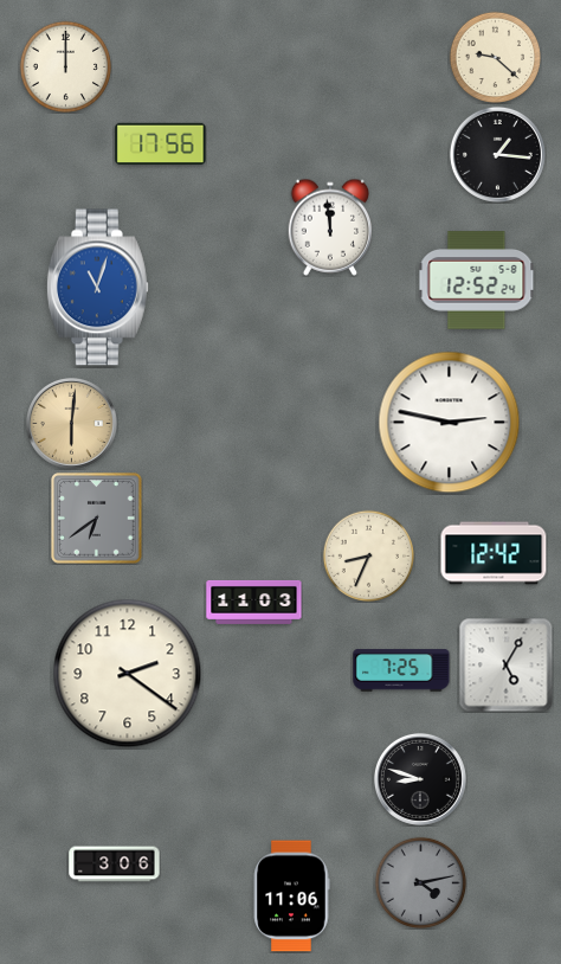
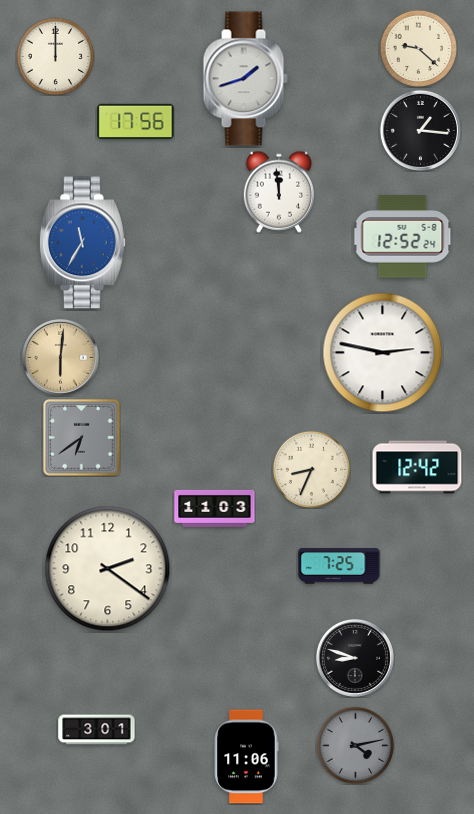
clock at (245, 79): none -> 1:42
clock at (97, 288): 11:03 -> 11:35
clock at (450, 423) position: (450, 423) -> (383, 353)
clock at (505, 664): 5:05 -> none
clock at (115, 865): 3:06 -> 3:01
